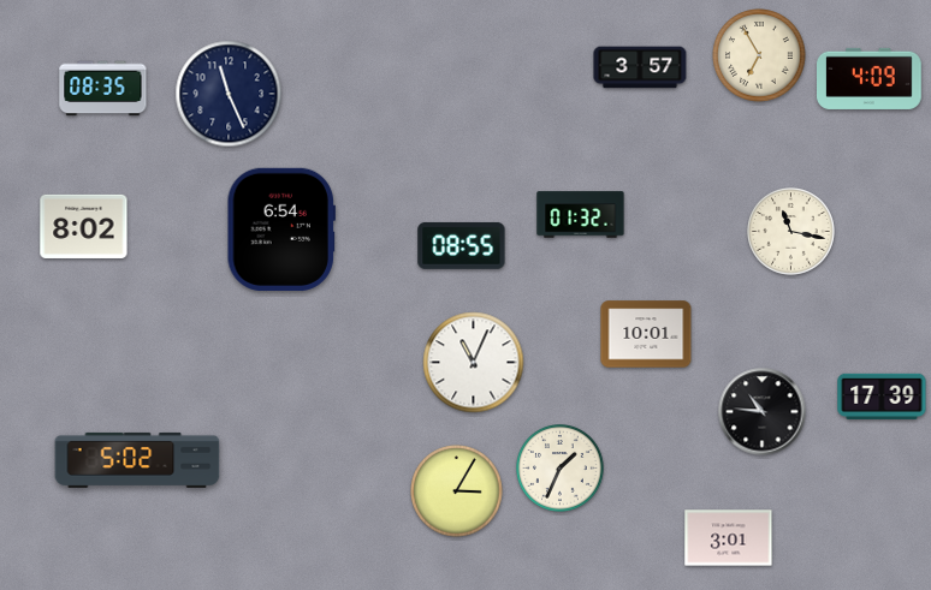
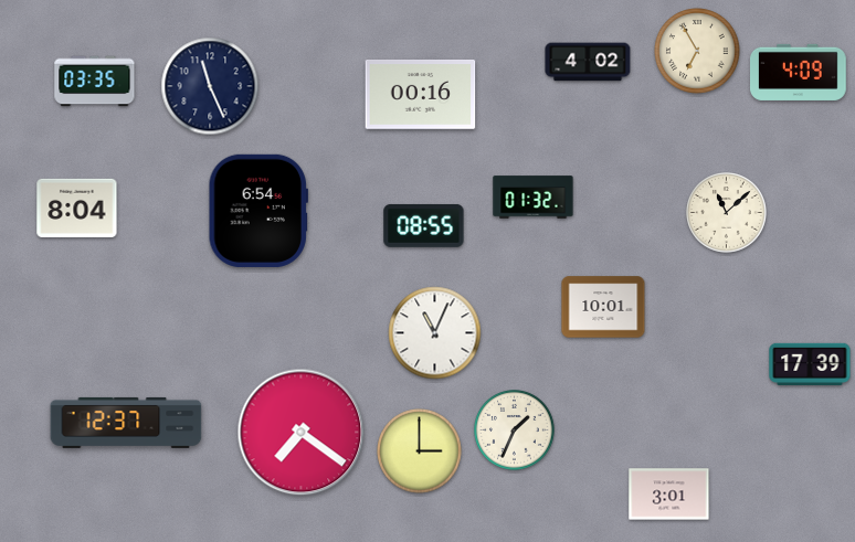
clock at (640, 67): 3:57 -> 4:02
clock at (103, 89): 08:35 -> 03:35
clock at (421, 94): none -> 00:16
clock at (84, 226): 8:02 -> 8:04
clock at (791, 232): 11:17 -> 11:08
clock at (646, 334) position: (646, 334) -> (603, 307)
clock at (763, 412): 10:46 -> none
clock at (137, 460): 5:02 -> 12:37
clock at (302, 433): none -> 7:21
clock at (457, 491): 3:05 -> 3:00
